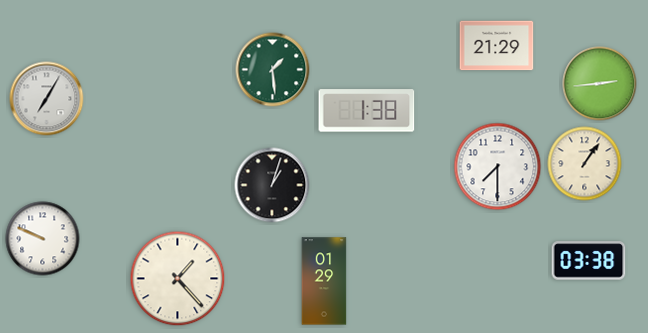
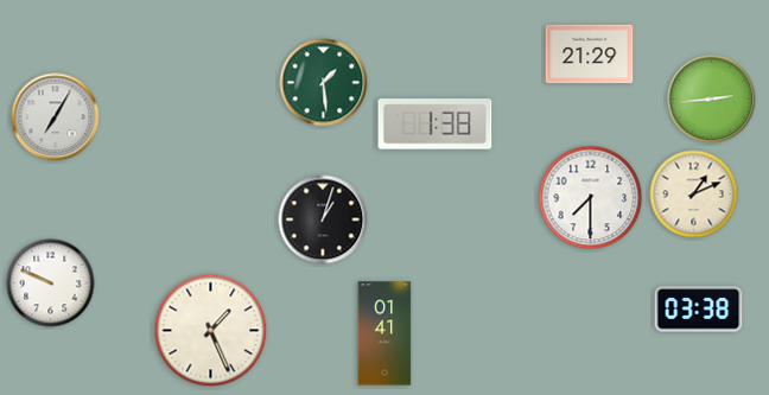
clock at (367, 111) position: (367, 111) -> (436, 125)
clock at (585, 164): 1:06 -> 1:11
clock at (178, 279): 1:23 -> 1:26
clock at (324, 281): 01:29 -> 01:41
